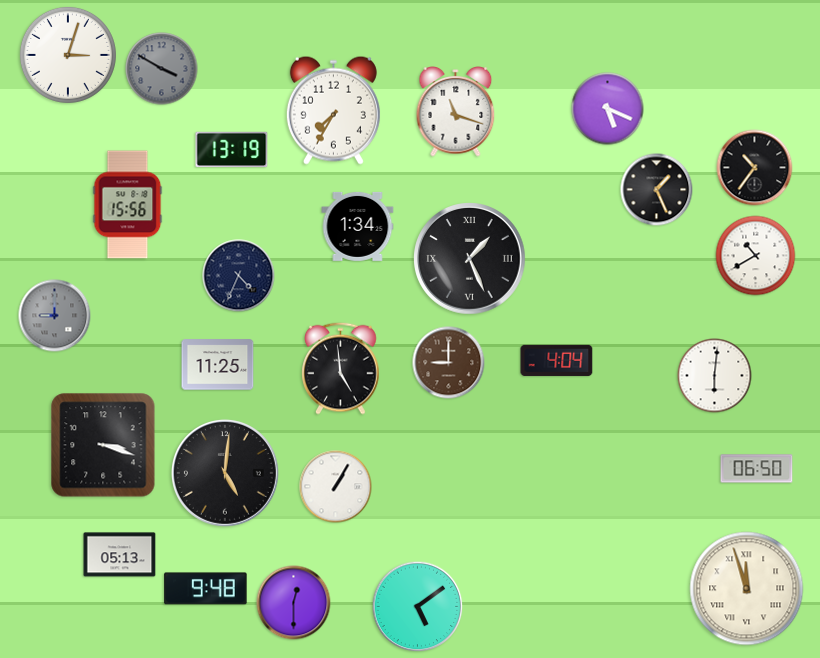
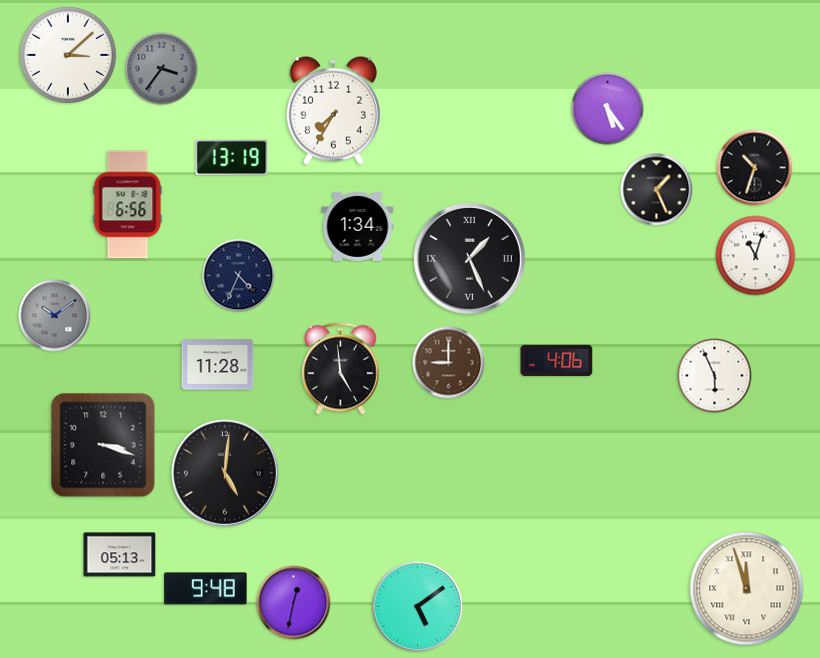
clock at (68, 55): 3:03 -> 3:08
clock at (162, 69): 3:50 -> 3:36
clock at (608, 109): 5:19 -> 5:24
clock at (456, 112): 11:18 -> none
clock at (232, 150) position: (232, 150) -> (232, 158)
clock at (755, 168): 10:36 -> 10:33
clock at (128, 205): 15:56 -> 6:56
clock at (756, 256): 10:40 -> 11:03
clock at (55, 316): 9:00 -> 10:09
clock at (557, 360): 4:04 -> 4:06
clock at (218, 365): 11:25 -> 11:28
clock at (715, 376): 6:01 -> 5:56
clock at (757, 469): 06:50 -> none
clock at (336, 487): 1:05 -> none
clock at (294, 603): 12:30 -> 12:32
